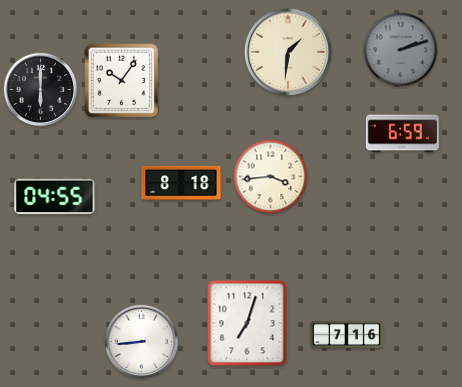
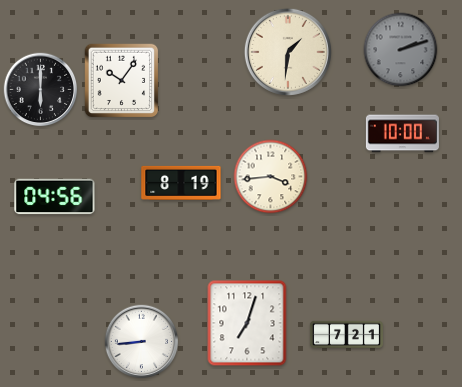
clock at (402, 134): 6:59 -> 10:00
clock at (181, 183): 8:18 -> 8:19
clock at (55, 197): 04:55 -> 04:56
clock at (346, 335): 7:16 -> 7:21
